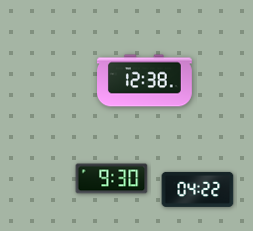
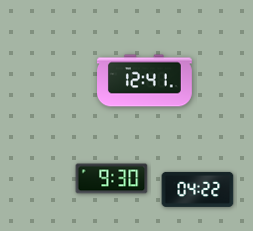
clock at (145, 81): 12:38 -> 12:41
